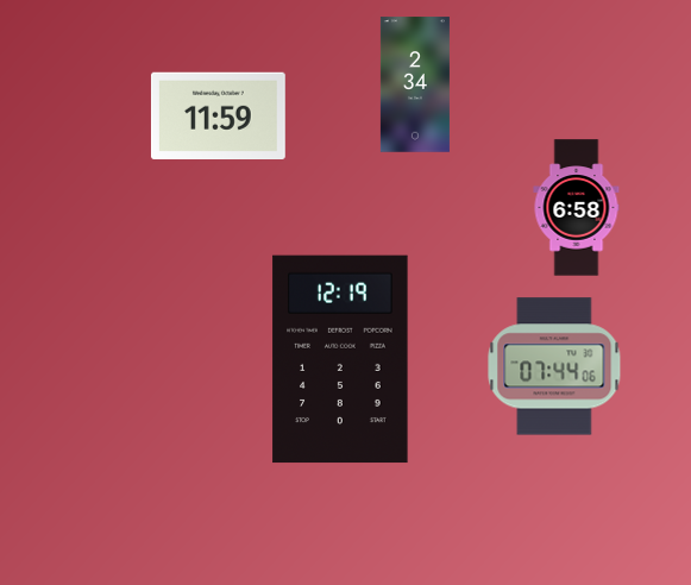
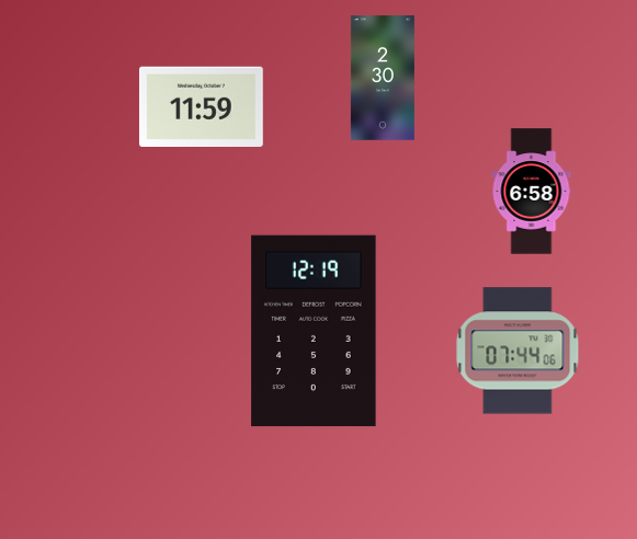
clock at (415, 84): 2:34 -> 2:30
clock at (554, 366) position: (554, 366) -> (517, 351)
